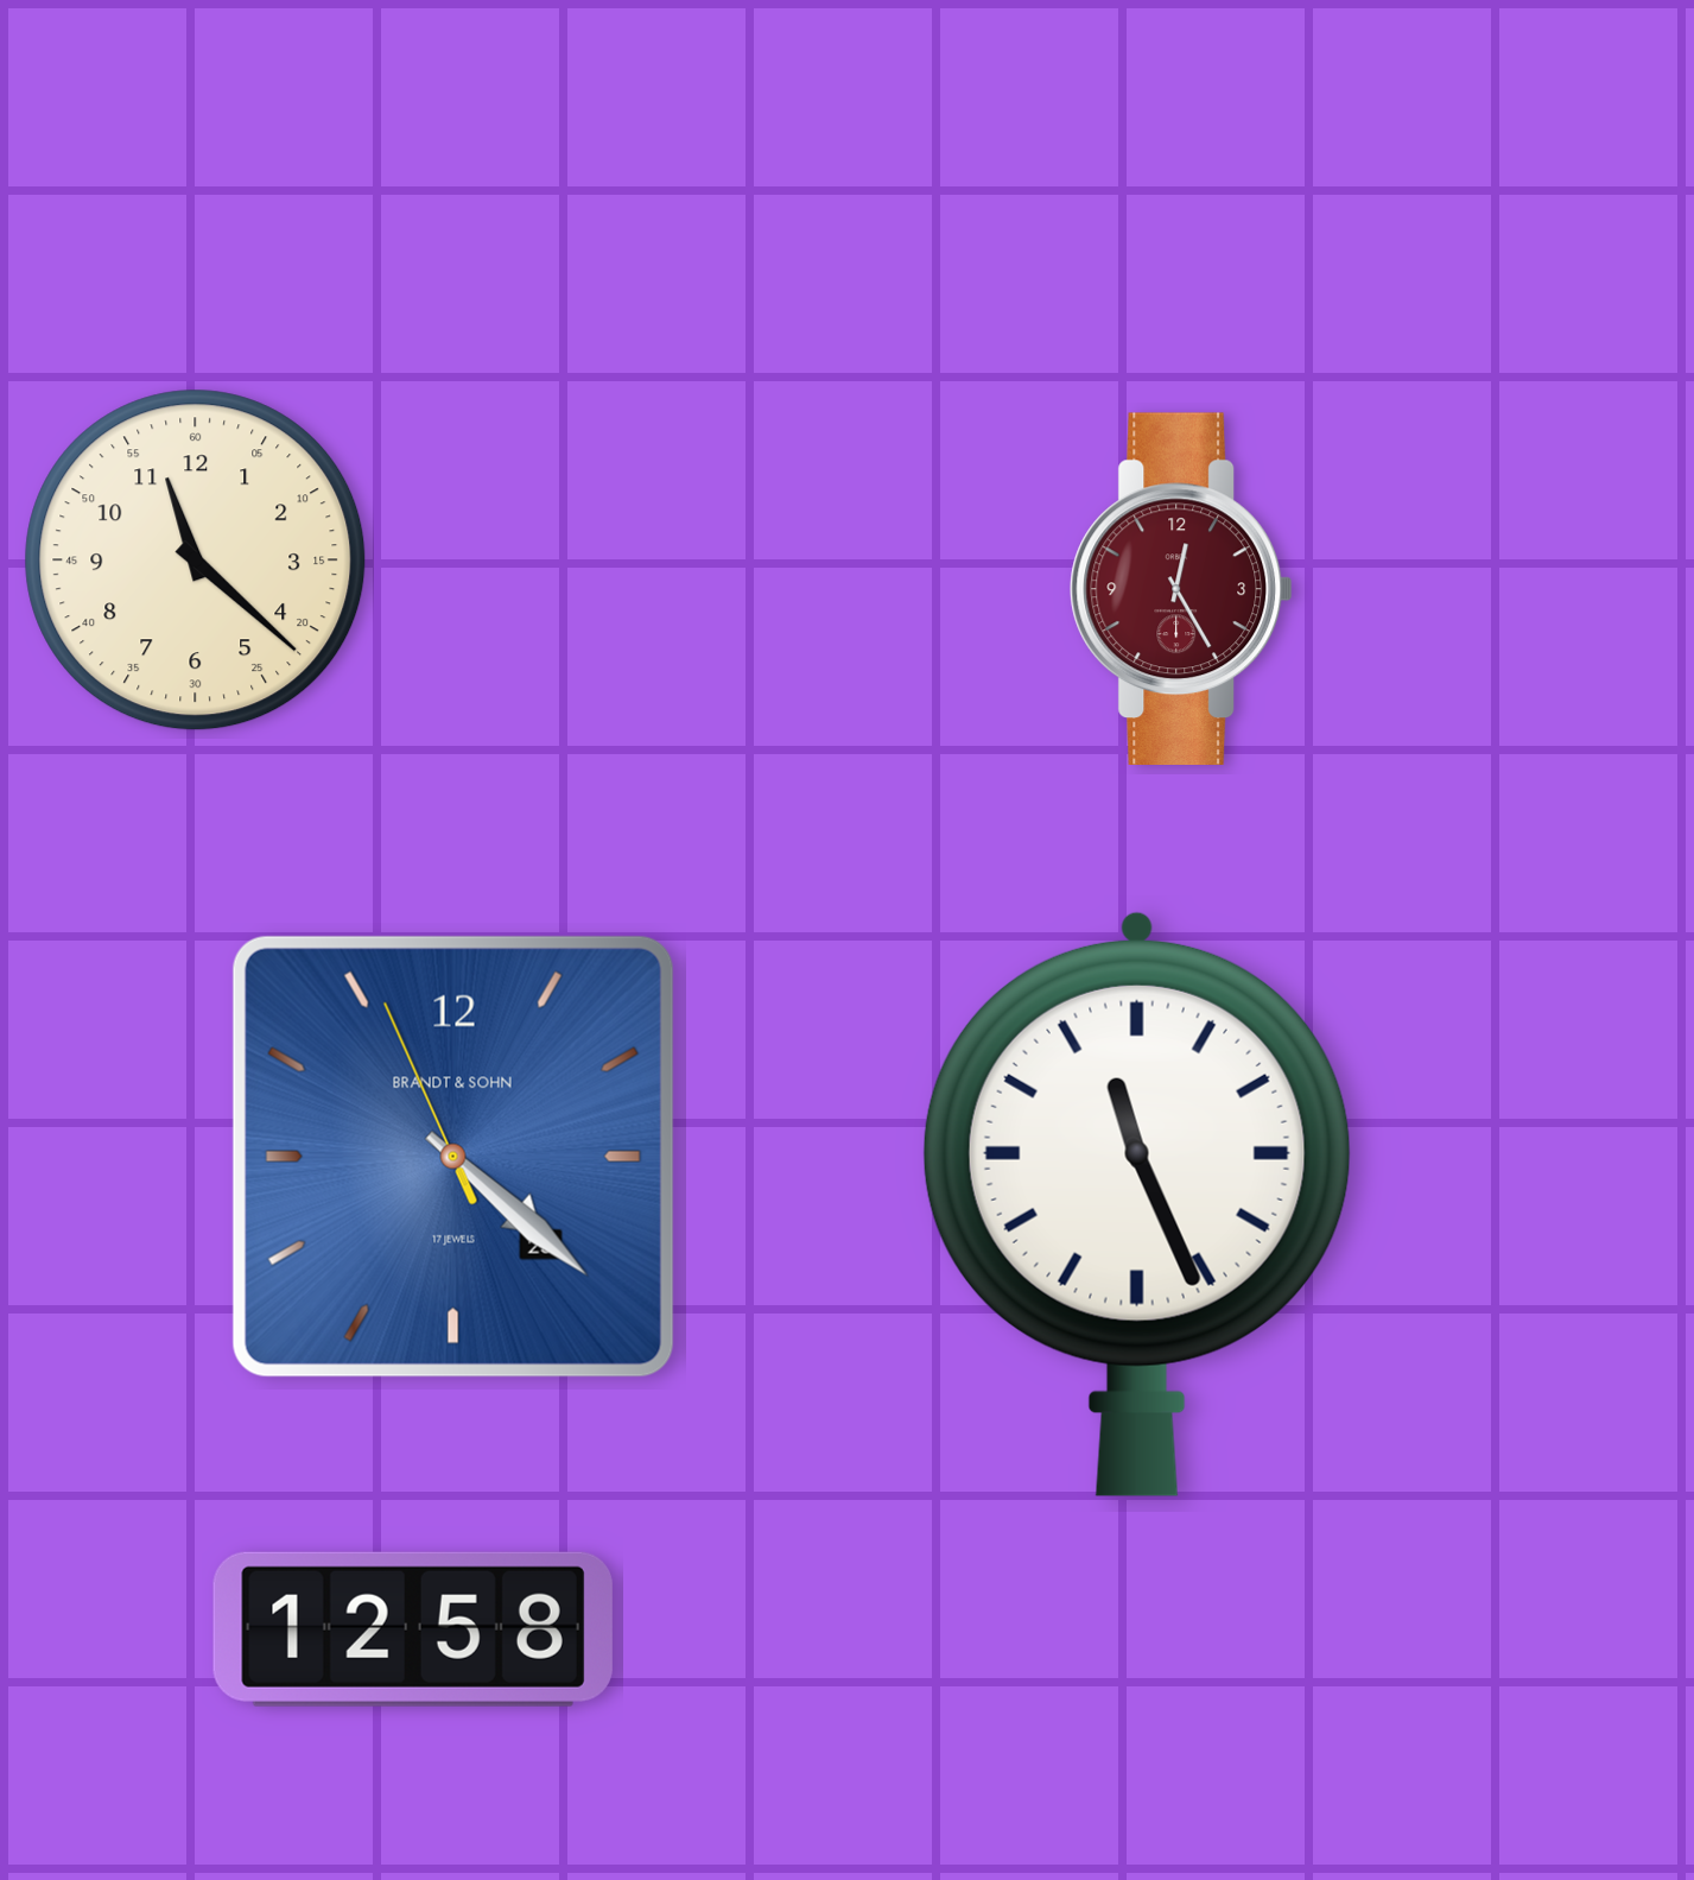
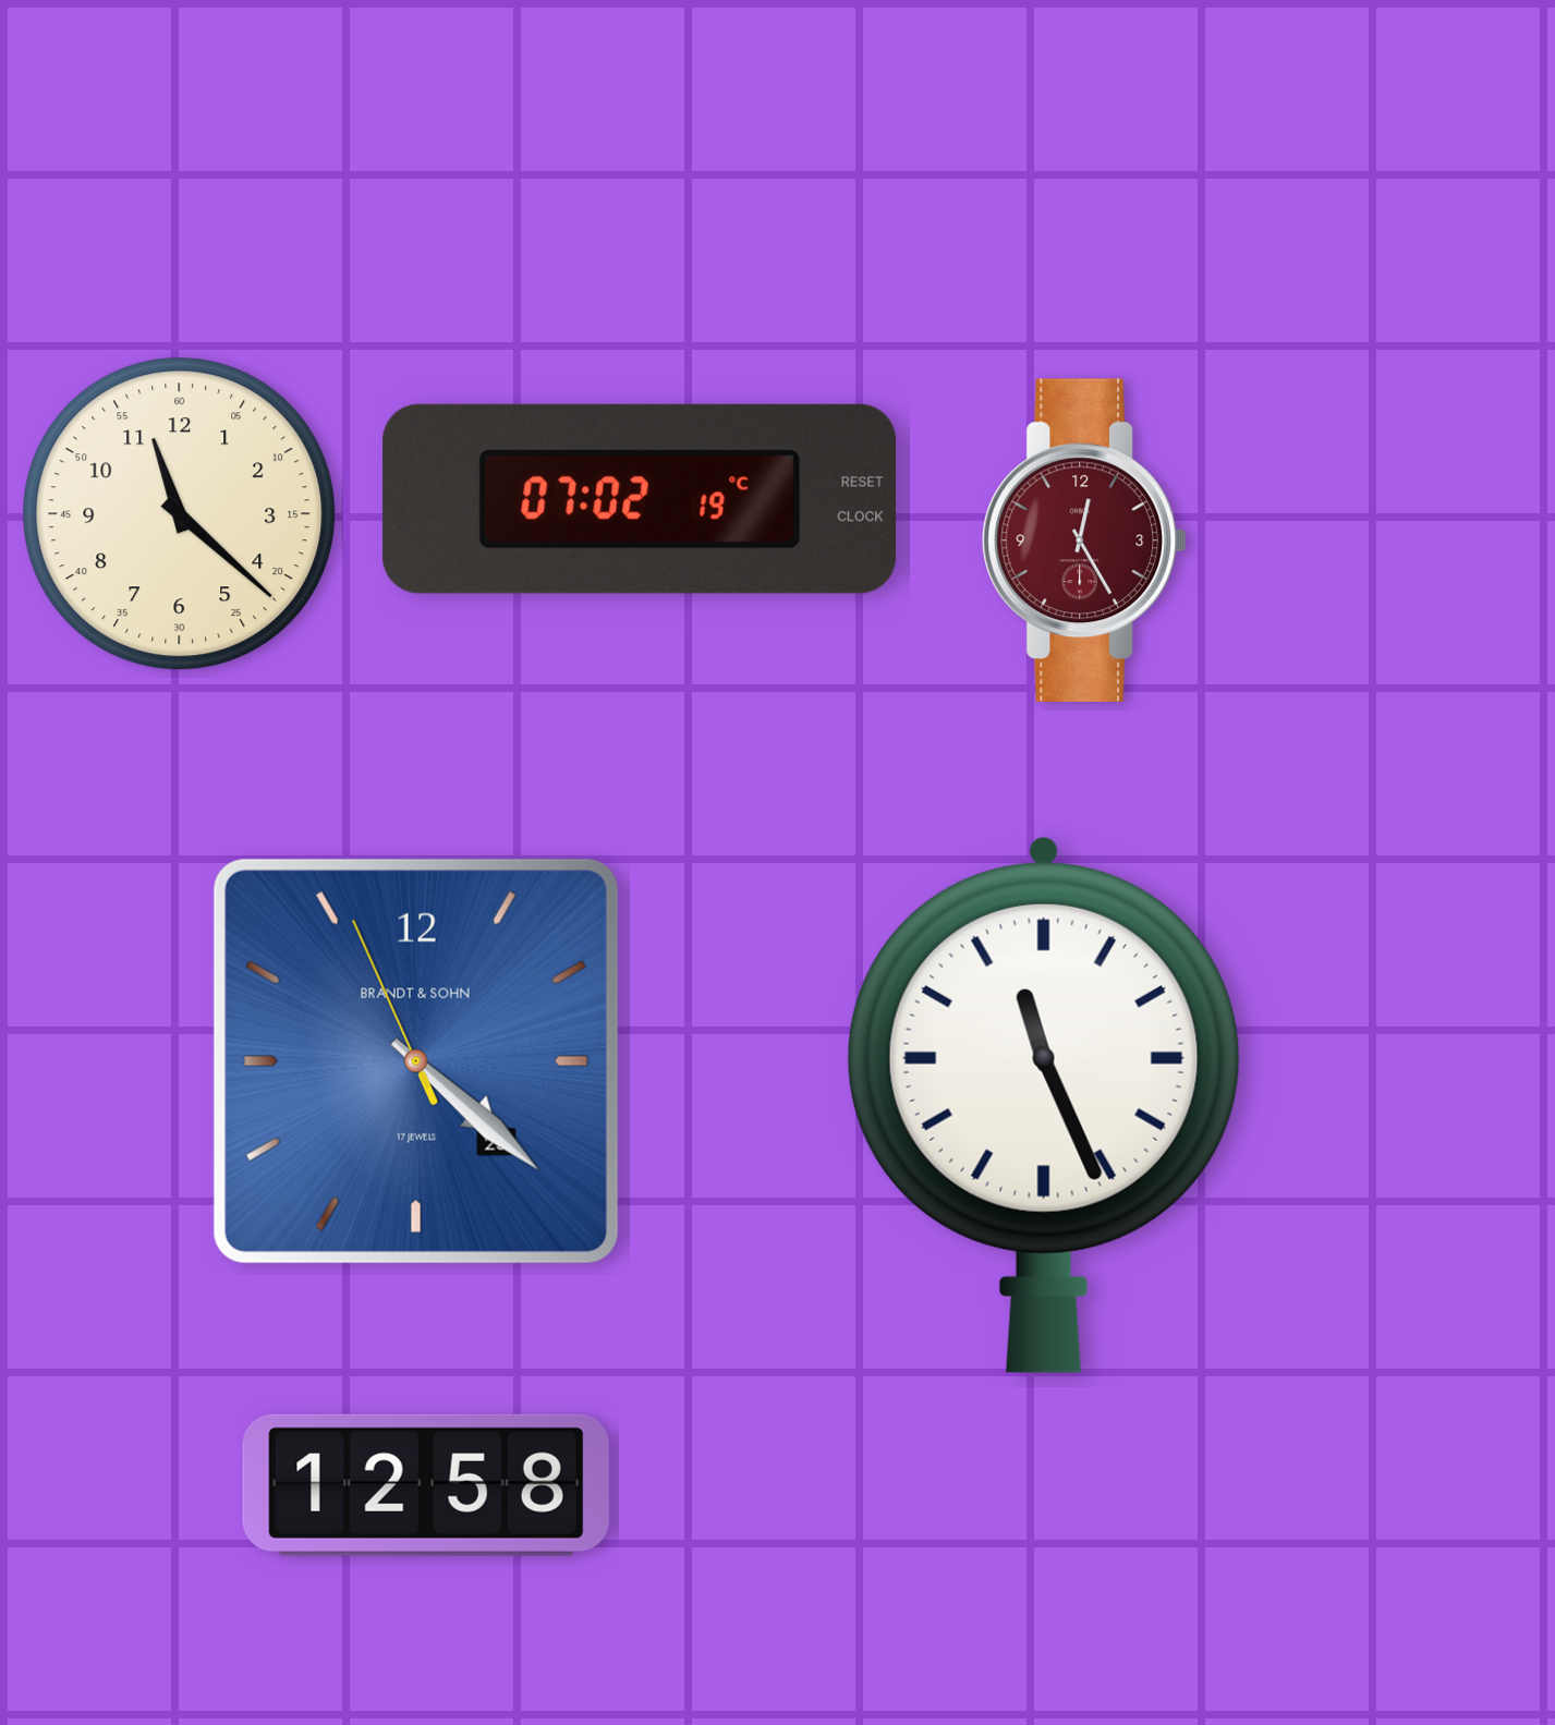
clock at (640, 499): none -> 07:02
clock at (413, 1629) position: (413, 1629) -> (426, 1485)
